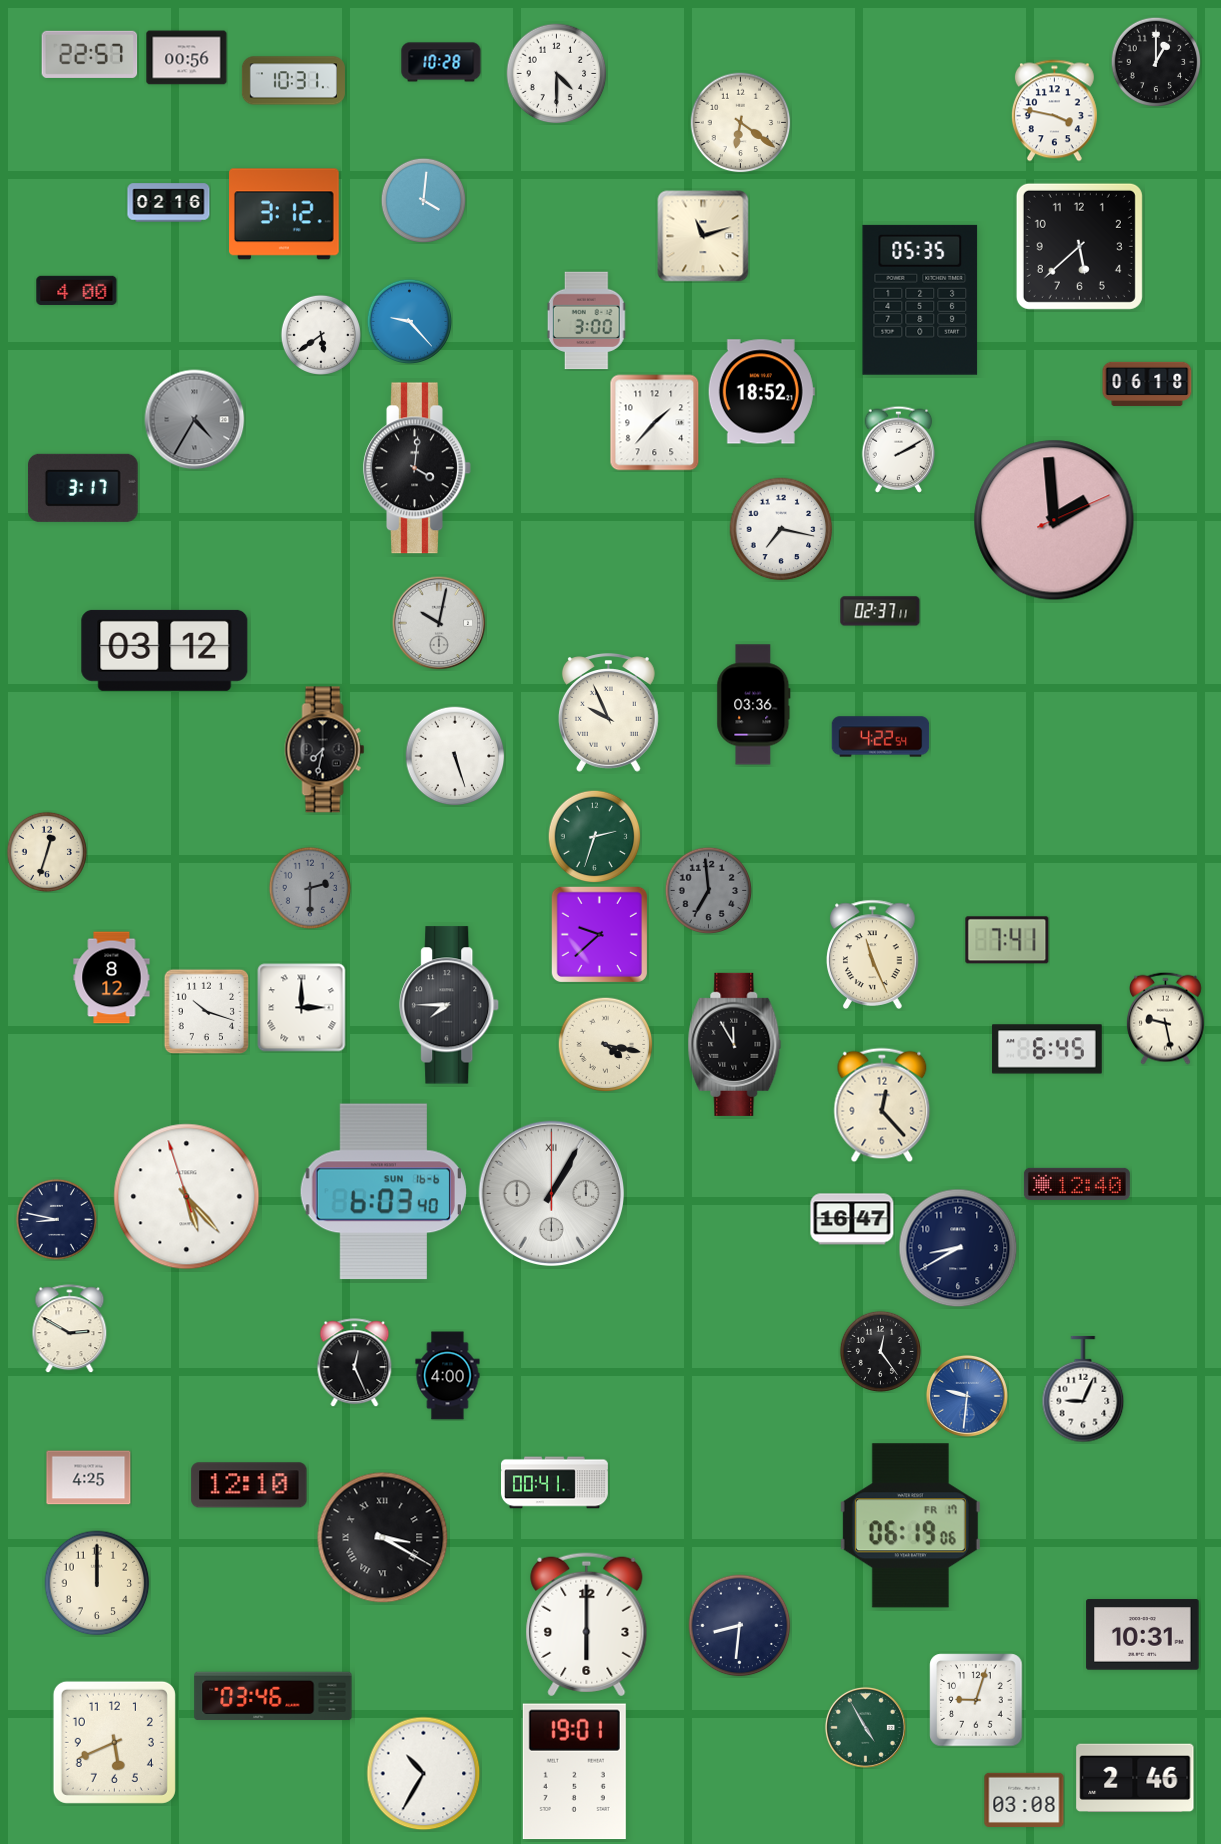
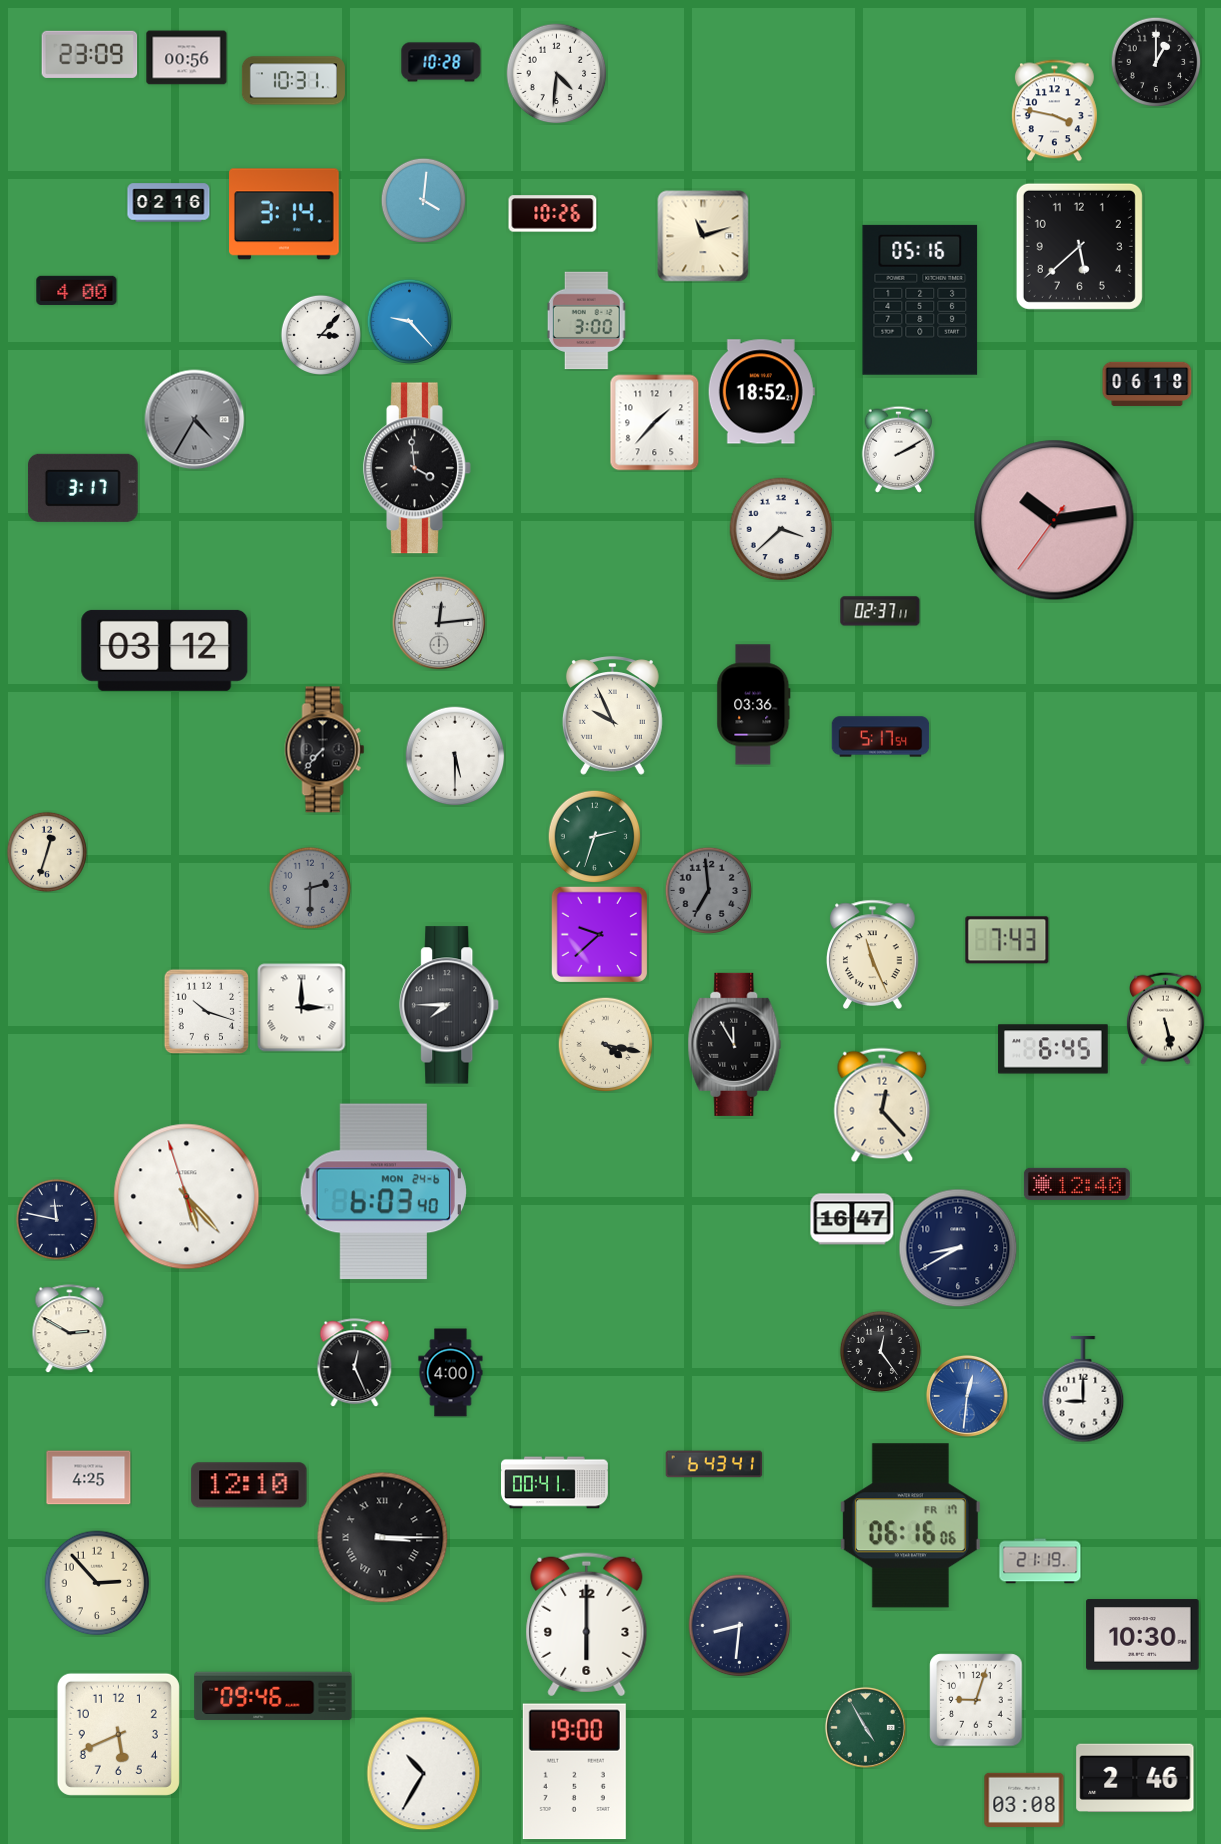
clock at (90, 54): 22:57 -> 23:09
clock at (557, 74): 4:30 -> 4:31
clock at (741, 123): 6:21 -> none
clock at (285, 214): 3:12 -> 3:14
clock at (553, 214): none -> 10:26
clock at (920, 300): 05:35 -> 05:16
clock at (321, 335): 5:39 -> 3:07
clock at (417, 468): 4:01 -> 3:59
clock at (1054, 520): 1:59 -> 10:13
clock at (781, 529): 7:17 -> 3:38
clock at (439, 623): 10:02 -> 12:14
clock at (608, 713) position: (608, 713) -> (612, 716)
clock at (881, 737): 4:22 -> 5:17
clock at (325, 750): 7:32 -> 7:37
clock at (455, 756): 5:27 -> 5:30
clock at (1007, 940): 7:41 -> 7:43
clock at (112, 978): 8:12 -> none
clock at (1166, 1018): 9:28 -> 5:28
clock at (1047, 1049) position: (1047, 1049) -> (1053, 1049)
clock at (383, 1192) date: SUN 16-6 -> MON 24-6
clock at (551, 1193): 1:05 -> none
clock at (56, 1219): 8:47 -> 11:47
clock at (448, 1376) position: (448, 1376) -> (451, 1373)
clock at (1083, 1389): 9:04 -> 9:00
clock at (967, 1396): 9:31 -> 12:31
clock at (714, 1464): none -> 6:43
clock at (910, 1526): 06:19 -> 06:16
clock at (383, 1538): 3:20 -> 3:15
clock at (1040, 1561): none -> 21:19
clock at (97, 1583): 12:00 -> 2:53
clock at (1143, 1635): 10:31 -> 10:30
clock at (273, 1696): 03:46 -> 09:46
clock at (114, 1742) position: (114, 1742) -> (118, 1734)
clock at (574, 1772): 19:01 -> 19:00
